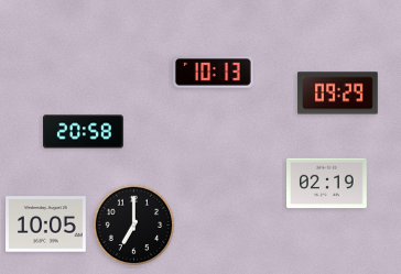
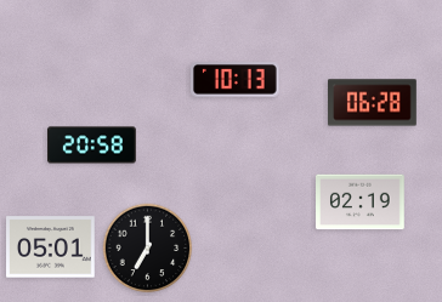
clock at (338, 94): 09:29 -> 06:28
clock at (46, 224): 10:05 -> 05:01
